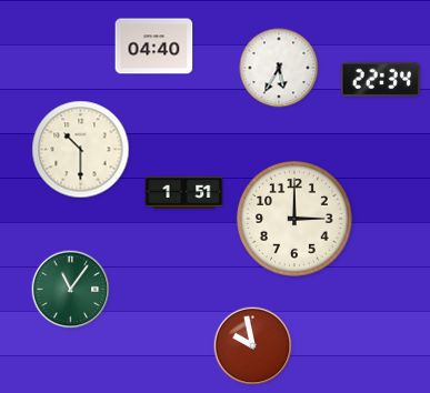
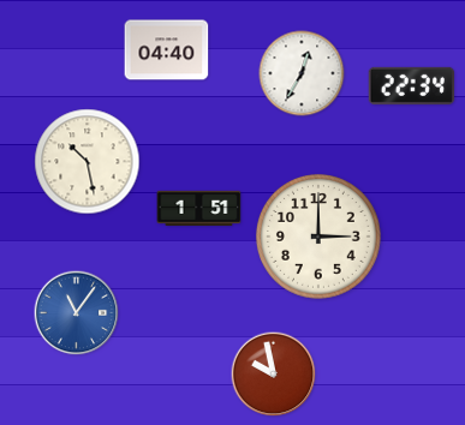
clock at (279, 68): 5:35 -> 12:35
clock at (81, 150): 10:30 -> 10:28
clock at (71, 290) dial: green -> blue
